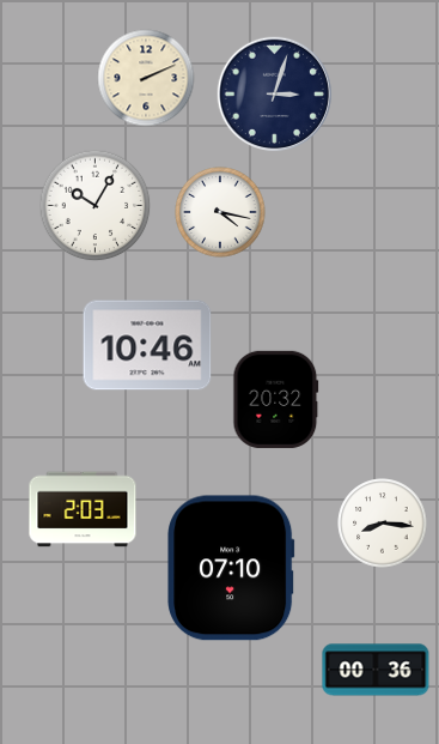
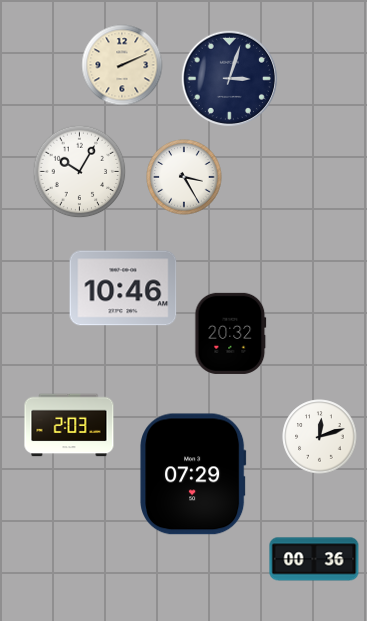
clock at (220, 212): 4:17 -> 3:25
clock at (383, 524): 8:16 -> 12:12
clock at (231, 568): 07:10 -> 07:29
